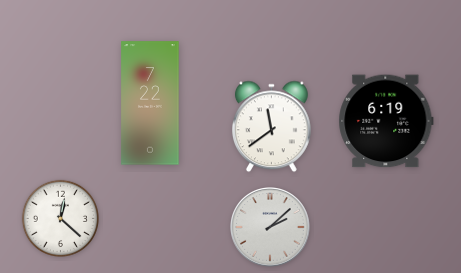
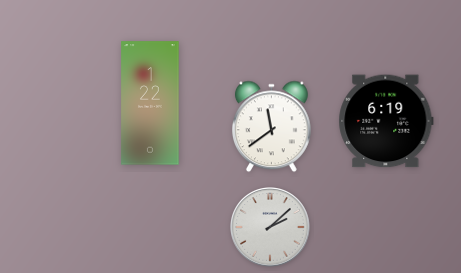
clock at (150, 103): 7:22 -> 1:22
clock at (60, 218): 12:22 -> none
